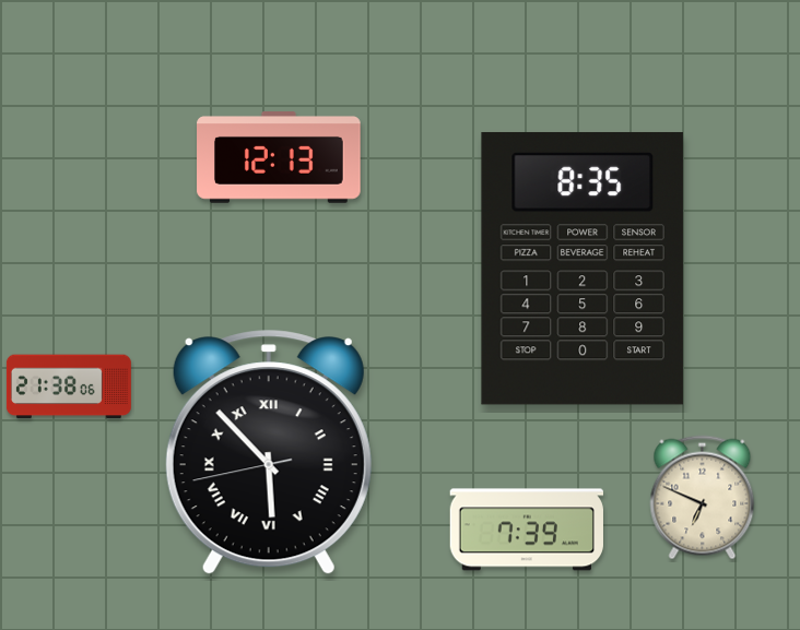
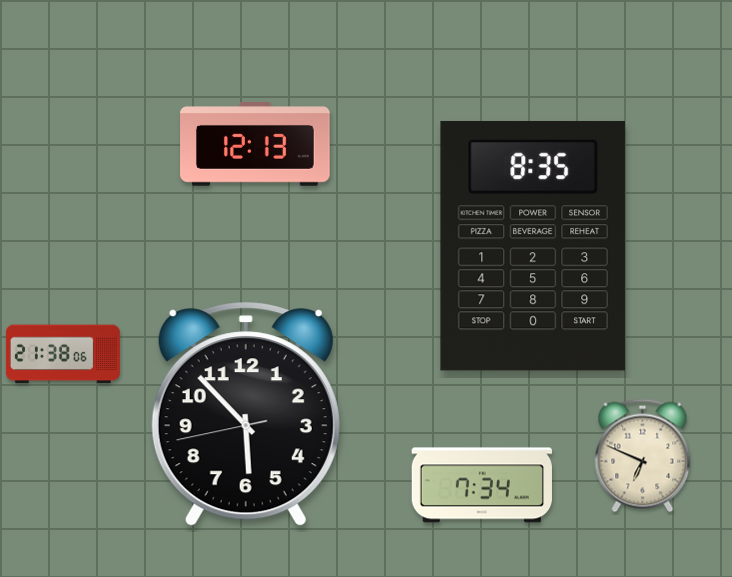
clock at (269, 453) numerals: Roman -> Arabic
clock at (526, 530): 7:39 -> 7:34
